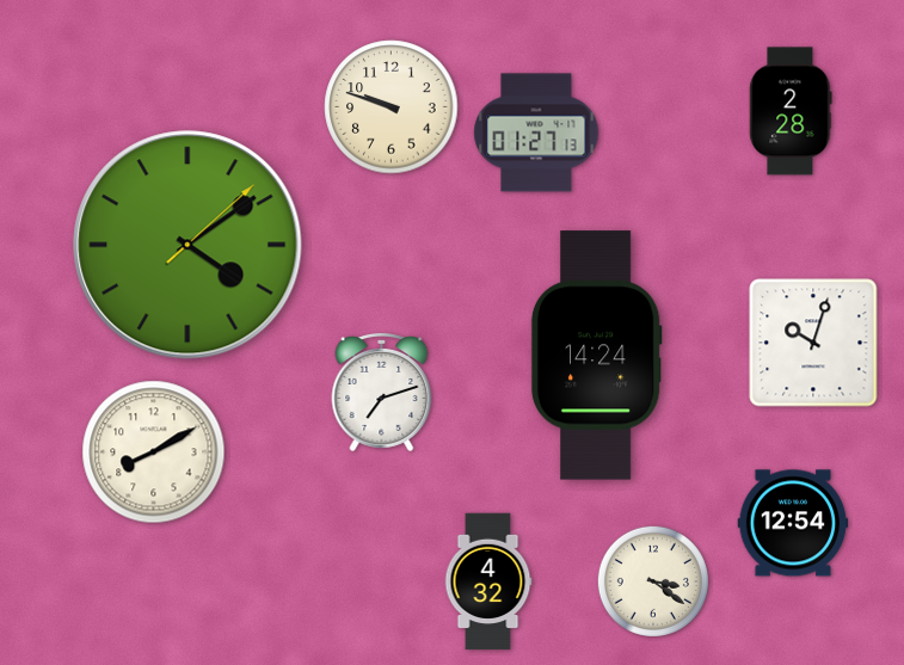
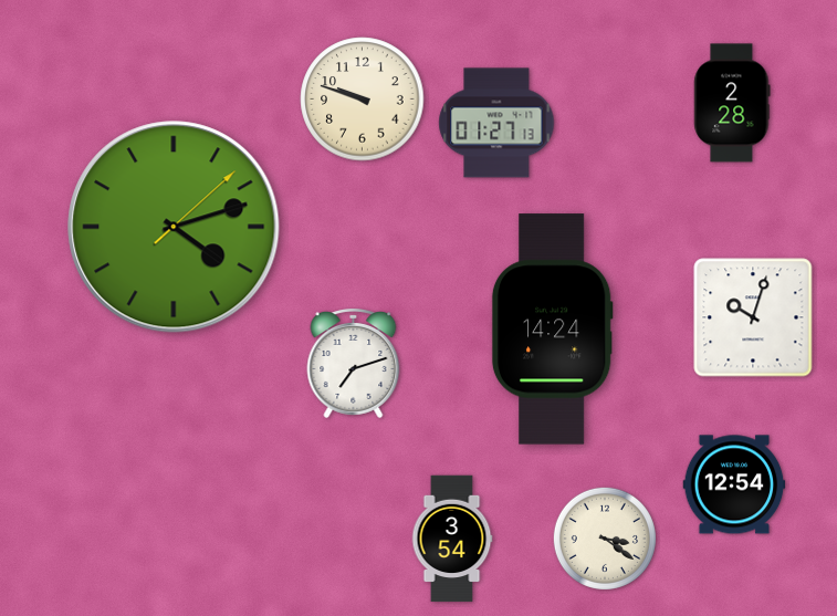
clock at (187, 245): 4:09 -> 4:12
clock at (154, 452): 8:10 -> none
clock at (488, 581): 4:32 -> 3:54
